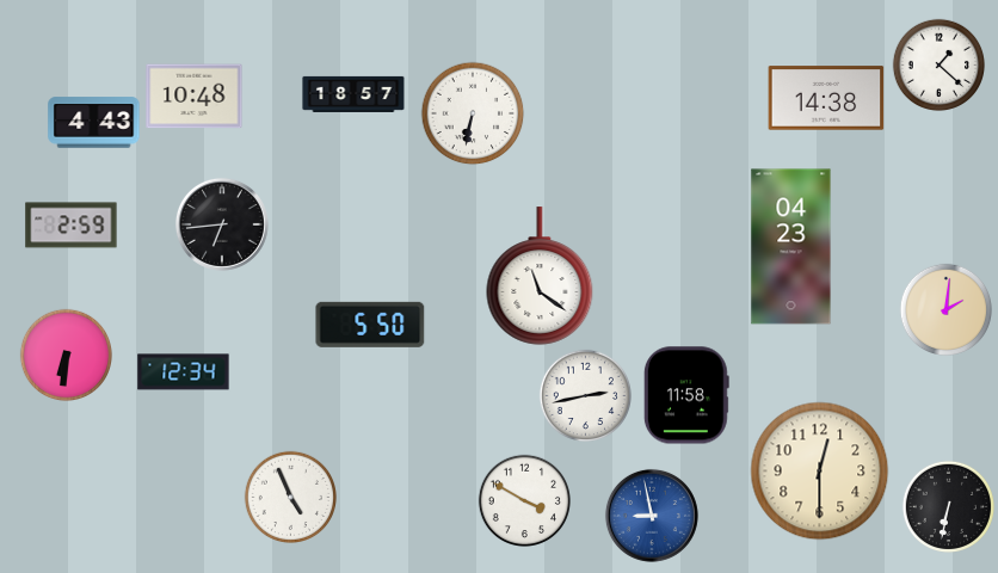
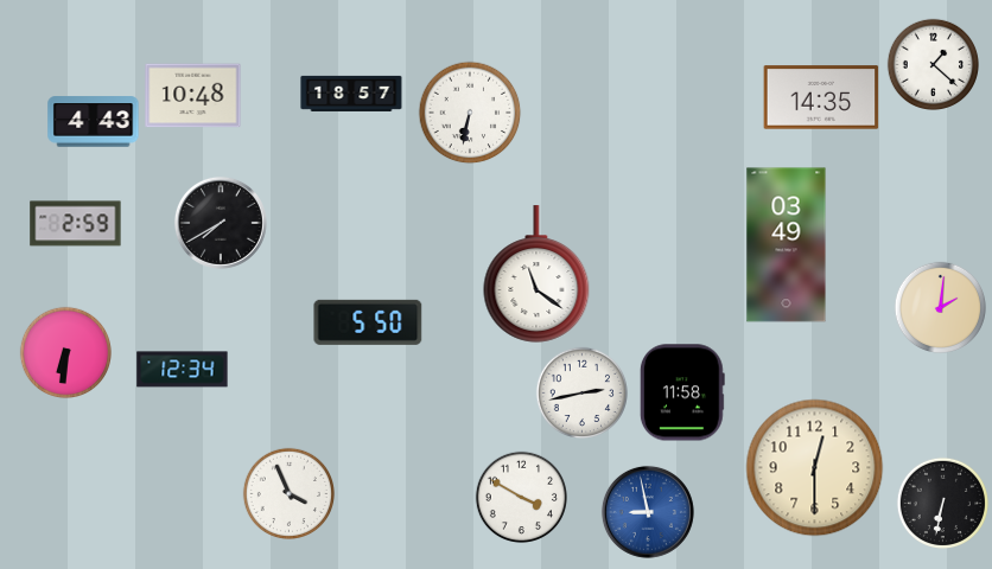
clock at (826, 98): 14:38 -> 14:35
clock at (222, 224): 6:44 -> 7:40
clock at (72, 226) position: (72, 226) -> (76, 224)
clock at (791, 247): 04:23 -> 03:49
clock at (290, 497): 4:56 -> 3:56
